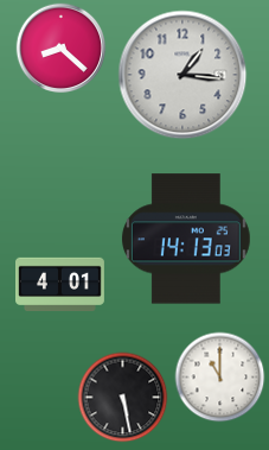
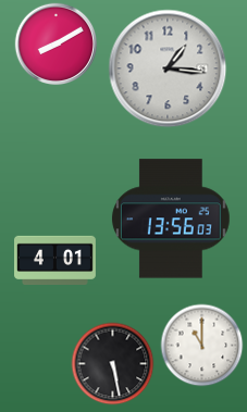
clock at (62, 49): 8:22 -> 8:10
clock at (187, 239): 14:13 -> 13:56
